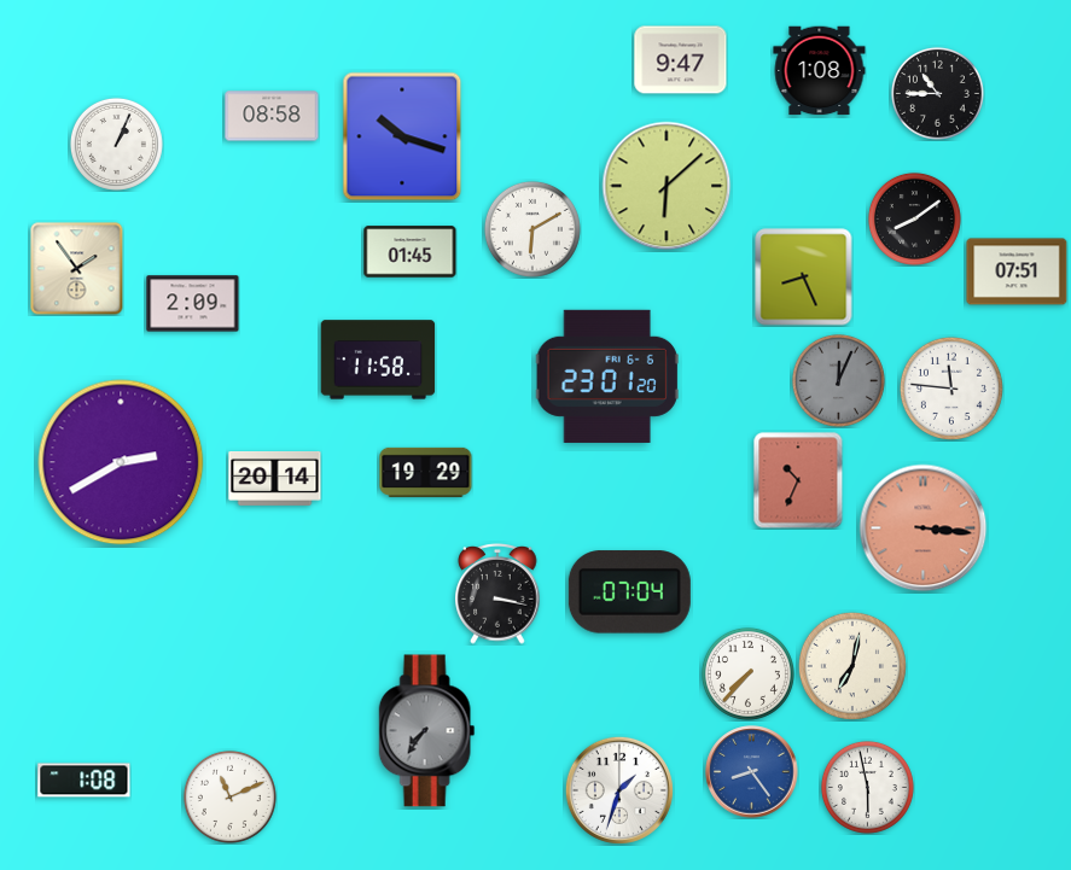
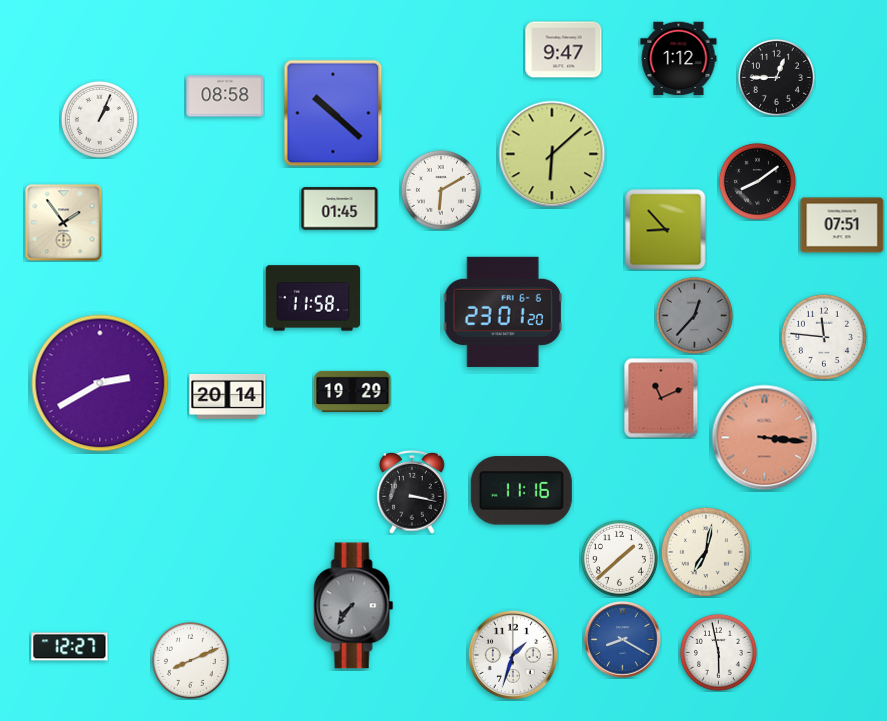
clock at (820, 71): 1:08 -> 1:12
clock at (937, 93): 10:45 -> 12:45
clock at (402, 136): 10:18 -> 10:22
clock at (116, 144) position: (116, 144) -> (99, 119)
clock at (804, 278): 8:26 -> 8:53
clock at (193, 304): 2:09 -> none
clock at (838, 380): 12:04 -> 12:37
clock at (951, 389) position: (951, 389) -> (824, 337)
clock at (798, 480): 10:34 -> 11:11
clock at (629, 592): 07:04 -> 11:16
clock at (747, 673): 7:37 -> 1:38
clock at (752, 772): 8:24 -> 8:20
clock at (85, 781): 1:08 -> 12:27
clock at (229, 796): 11:11 -> 8:11
